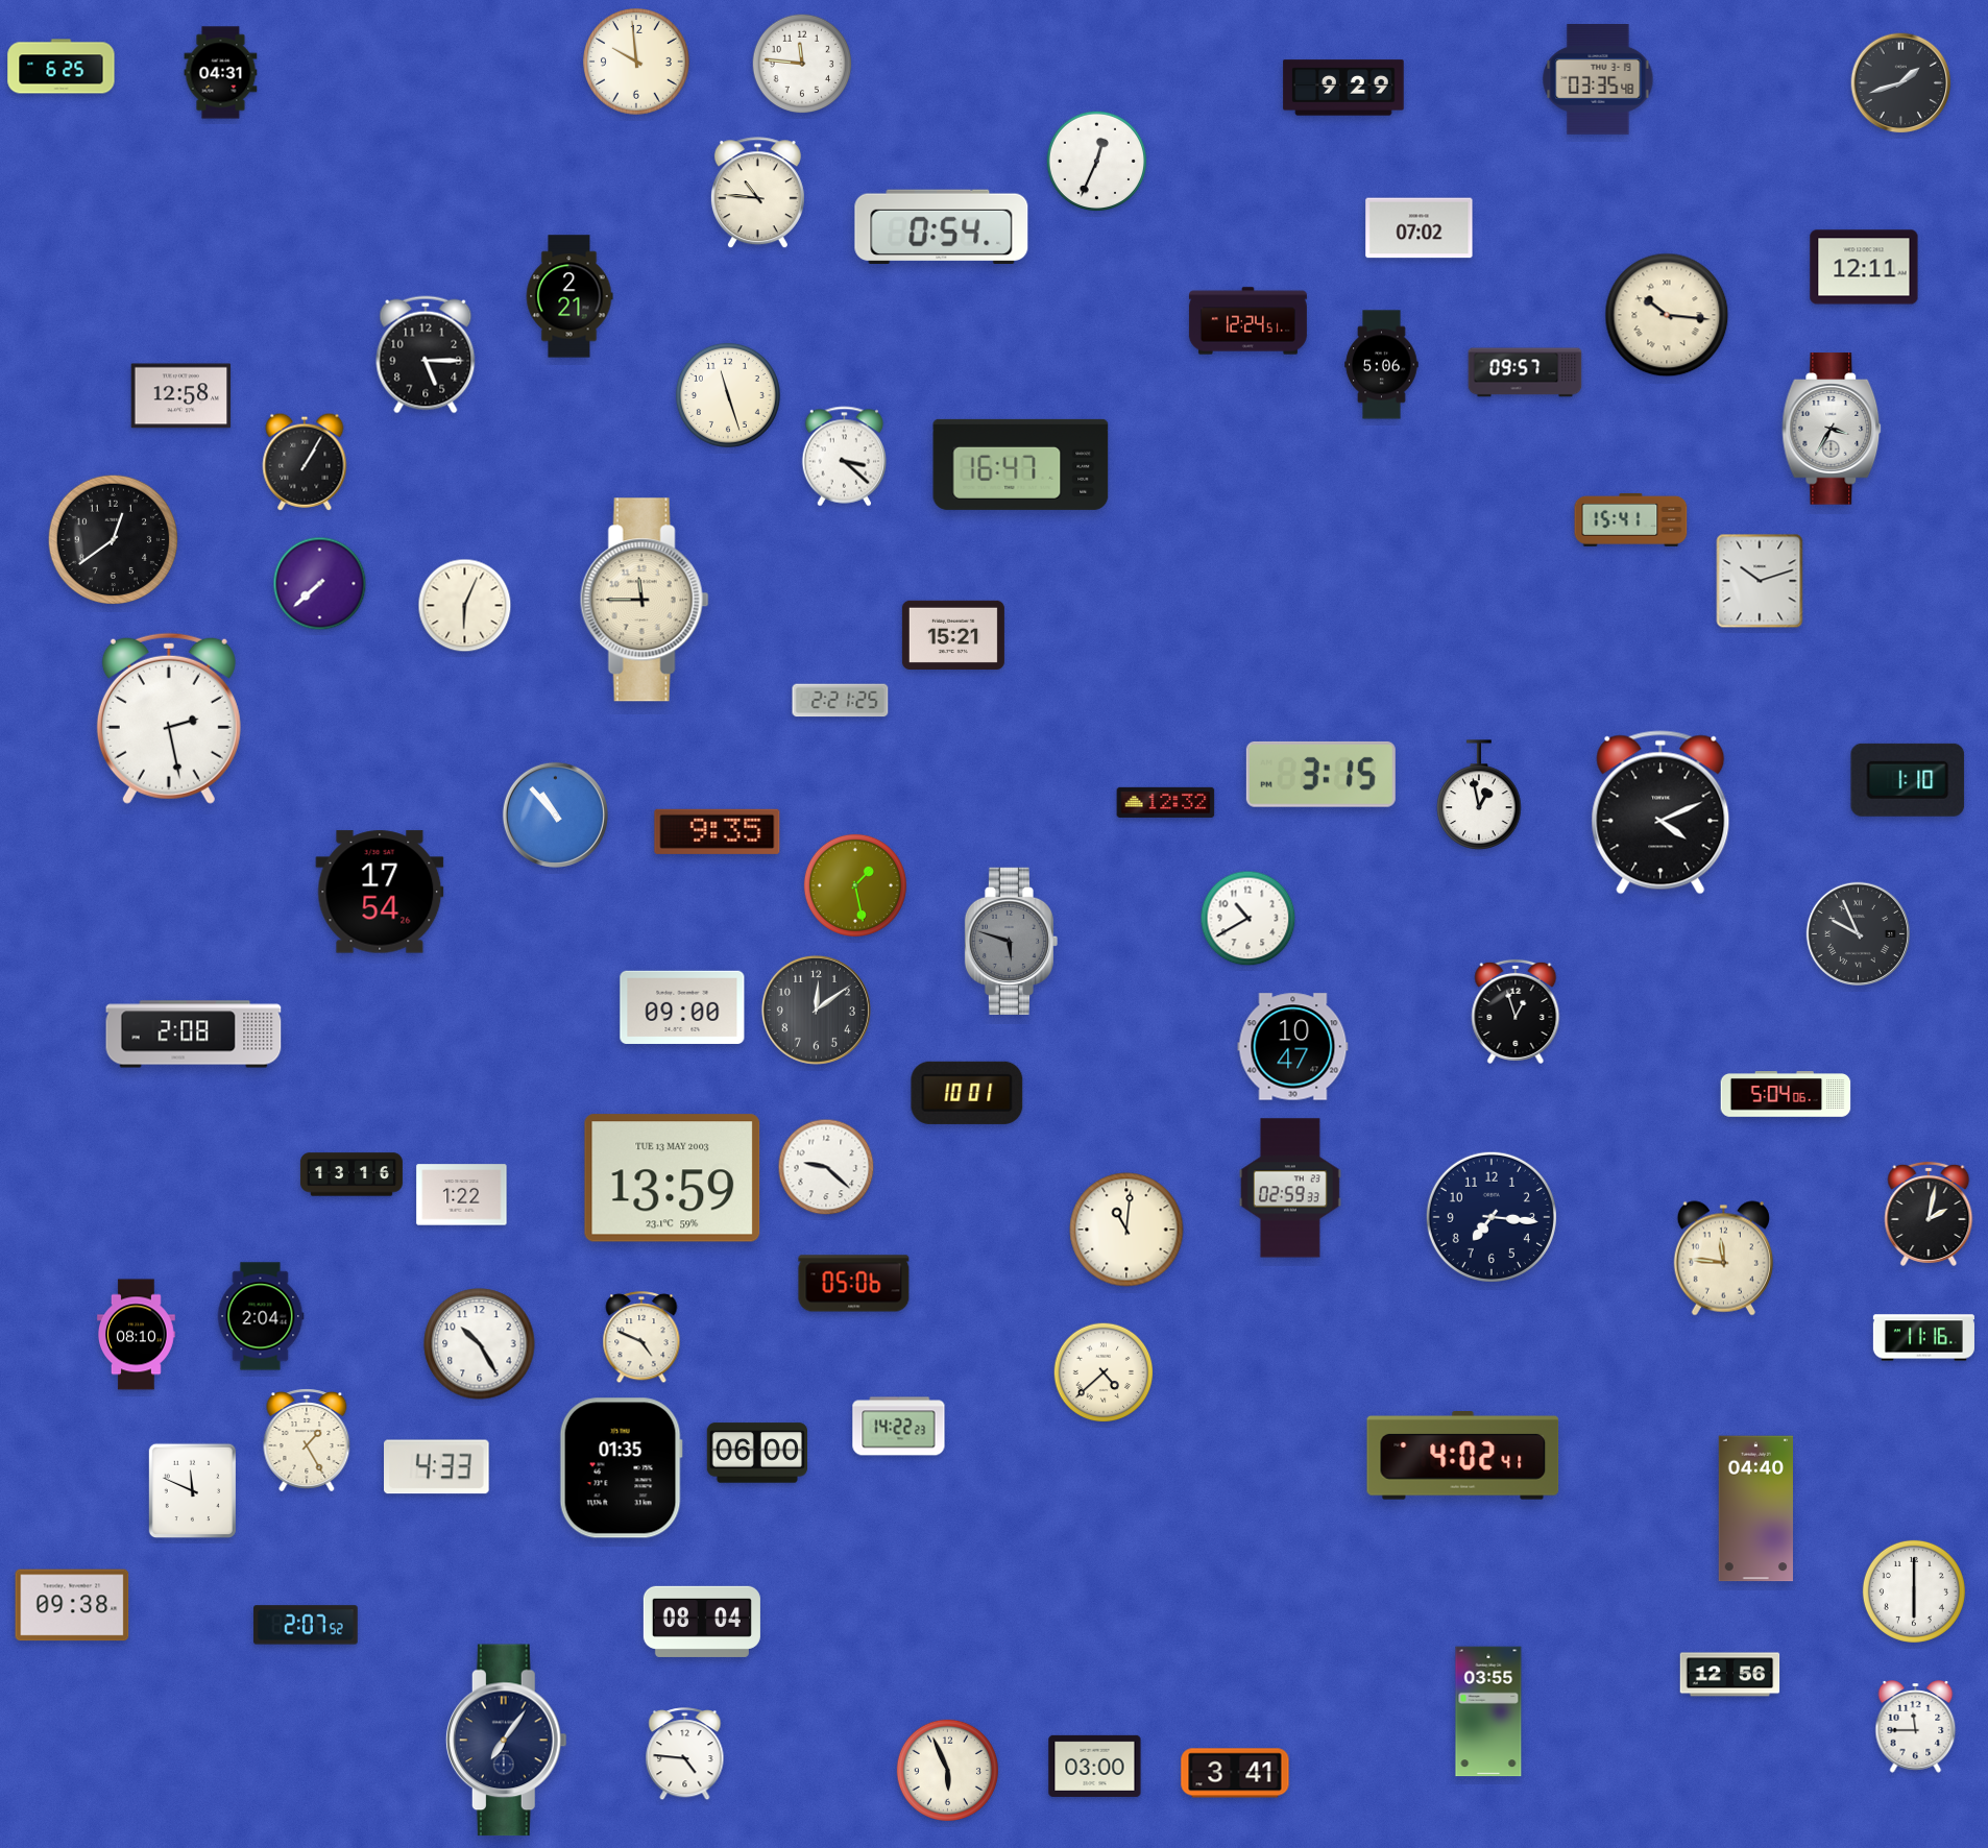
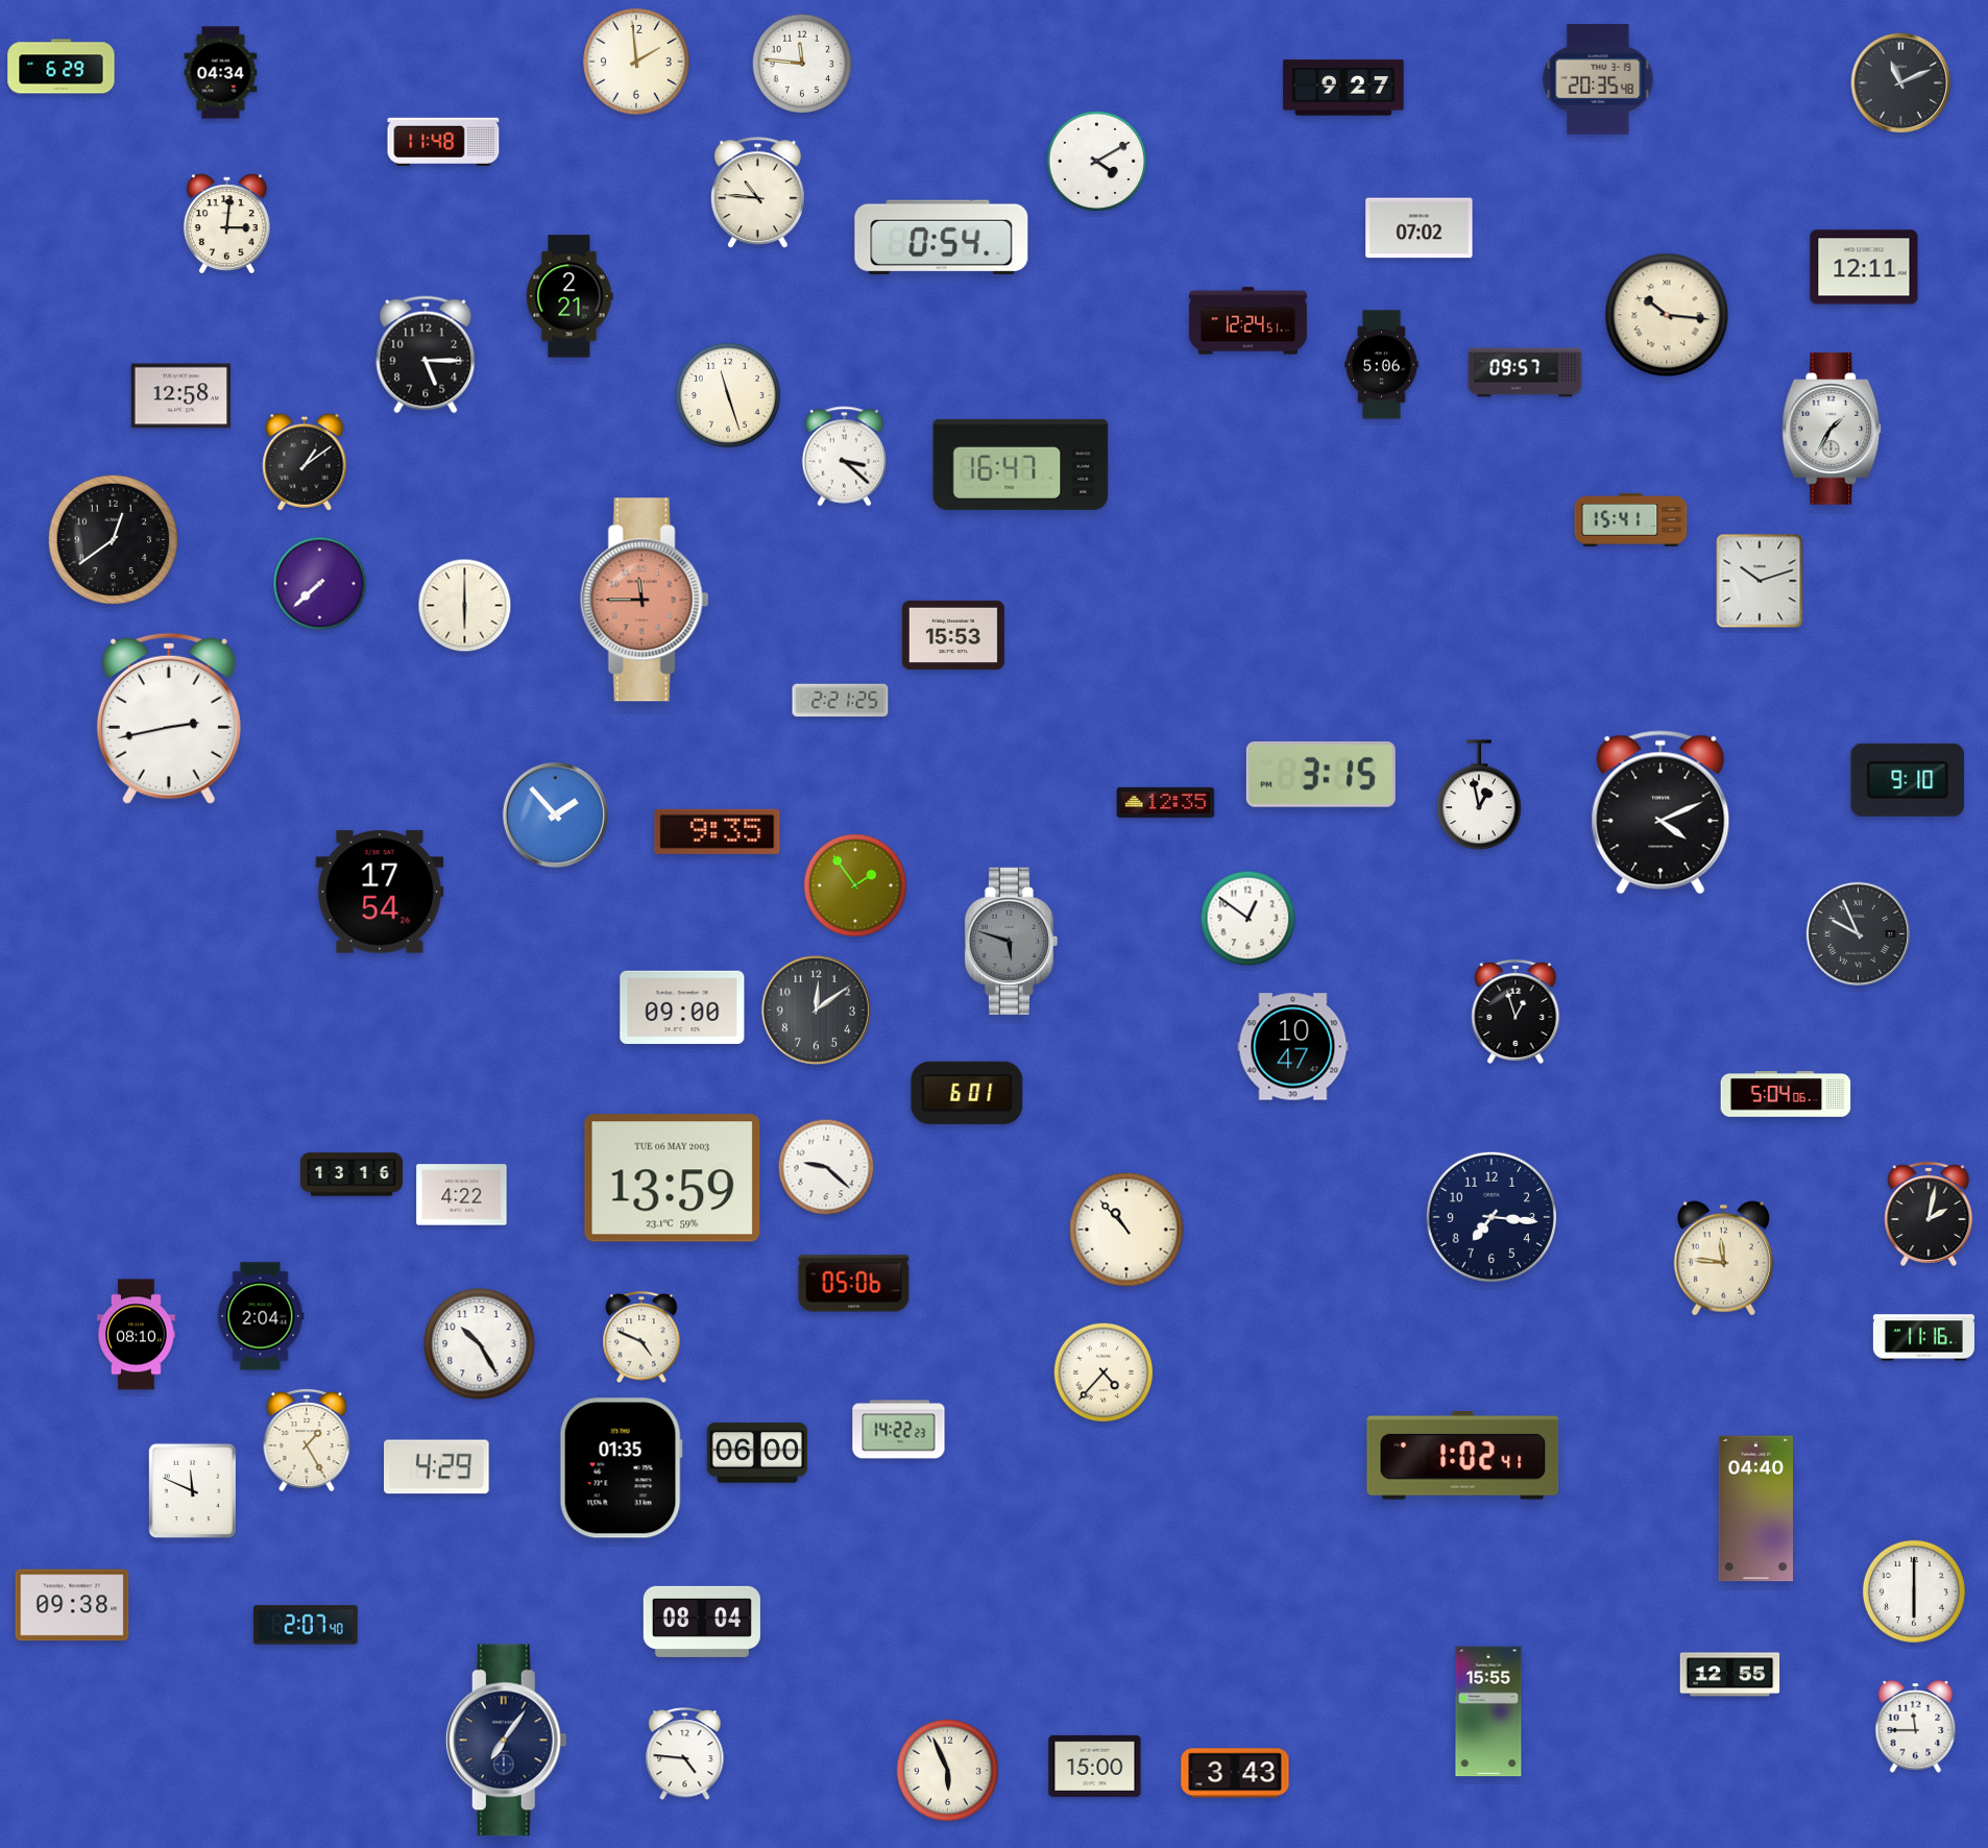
clock at (637, 63): 9:59 -> 1:59
clock at (62, 67): 6:25 -> 6:29
clock at (221, 73): 04:31 -> 04:34
clock at (1598, 80): 03:35 -> 20:35
clock at (1901, 83): 1:42 -> 11:11
clock at (1343, 88): 9:29 -> 9:27
clock at (443, 142): none -> 11:48
clock at (1097, 162): 12:34 -> 4:10
clock at (226, 223): none -> 3:01
clock at (942, 226) position: (942, 226) -> (942, 237)
clock at (1832, 429): 3:35 -> 1:35
clock at (305, 462): 1:05 -> 1:09
clock at (645, 600) dial: cream -> salmon
clock at (465, 606): 6:04 -> 6:00
clock at (953, 635): 15:21 -> 15:53
clock at (169, 719): 2:28 -> 2:43
clock at (1908, 780): 1:10 -> 9:10
clock at (1166, 802): 12:32 -> 12:35
clock at (555, 814): 10:53 -> 1:53
clock at (855, 885): 1:28 -> 1:54
clock at (1248, 919): 10:40 -> 12:51
clock at (194, 1035): 2:08 -> none
clock at (967, 1093): 10:01 -> 6:01
clock at (673, 1178) date: TUE 13 MAY 2003 -> TUE 06 MAY 2003
clock at (1290, 1188): 02:59 -> none
clock at (462, 1195): 1:22 -> 4:22
clock at (1126, 1230): 11:01 -> 10:53
clock at (1104, 1372): 4:38 -> 4:37
clock at (899, 1427) position: (899, 1427) -> (899, 1430)
clock at (1463, 1456): 4:02 -> 1:02
clock at (437, 1467): 4:33 -> 4:29
clock at (306, 1625): 2:07:52 -> 2:07:40
clock at (1730, 1675): 12:56 -> 12:55
clock at (1488, 1711): 03:55 -> 15:55
clock at (1095, 1766): 03:00 -> 15:00
clock at (1235, 1773): 3:41 -> 3:43
